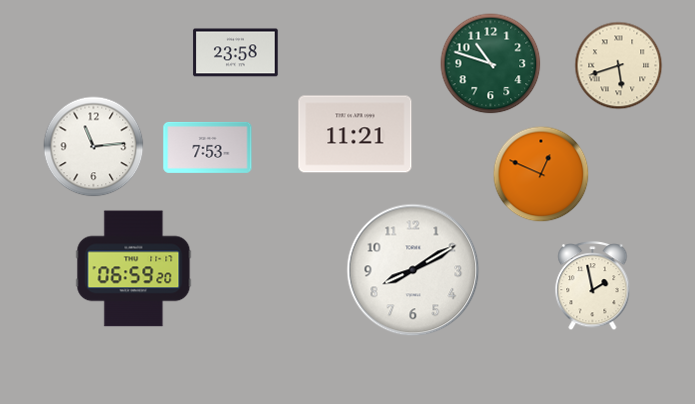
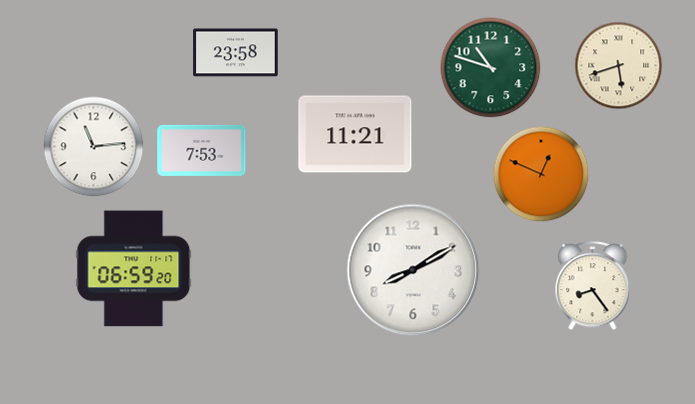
clock at (491, 64) position: (491, 64) -> (491, 68)
clock at (208, 147) position: (208, 147) -> (202, 150)
clock at (593, 286): 1:58 -> 8:24
